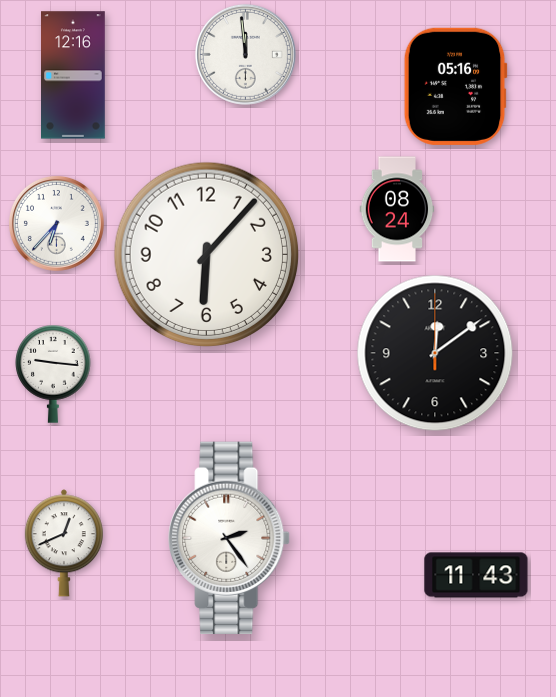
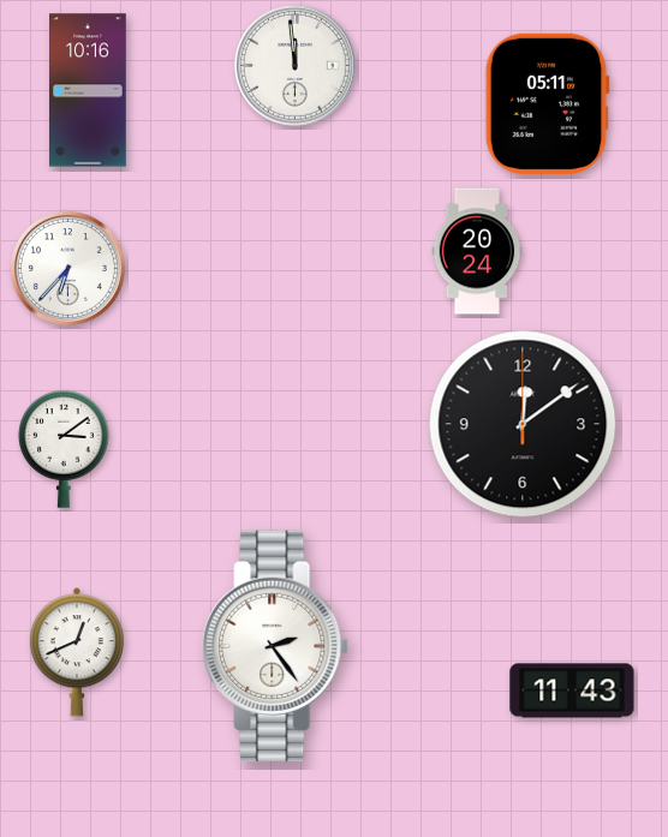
clock at (74, 75): 12:16 -> 10:16
clock at (455, 86): 05:16 -> 05:11
clock at (397, 209): 08:24 -> 20:24
clock at (207, 255): 6:07 -> none
clock at (53, 375): 9:16 -> 3:09
